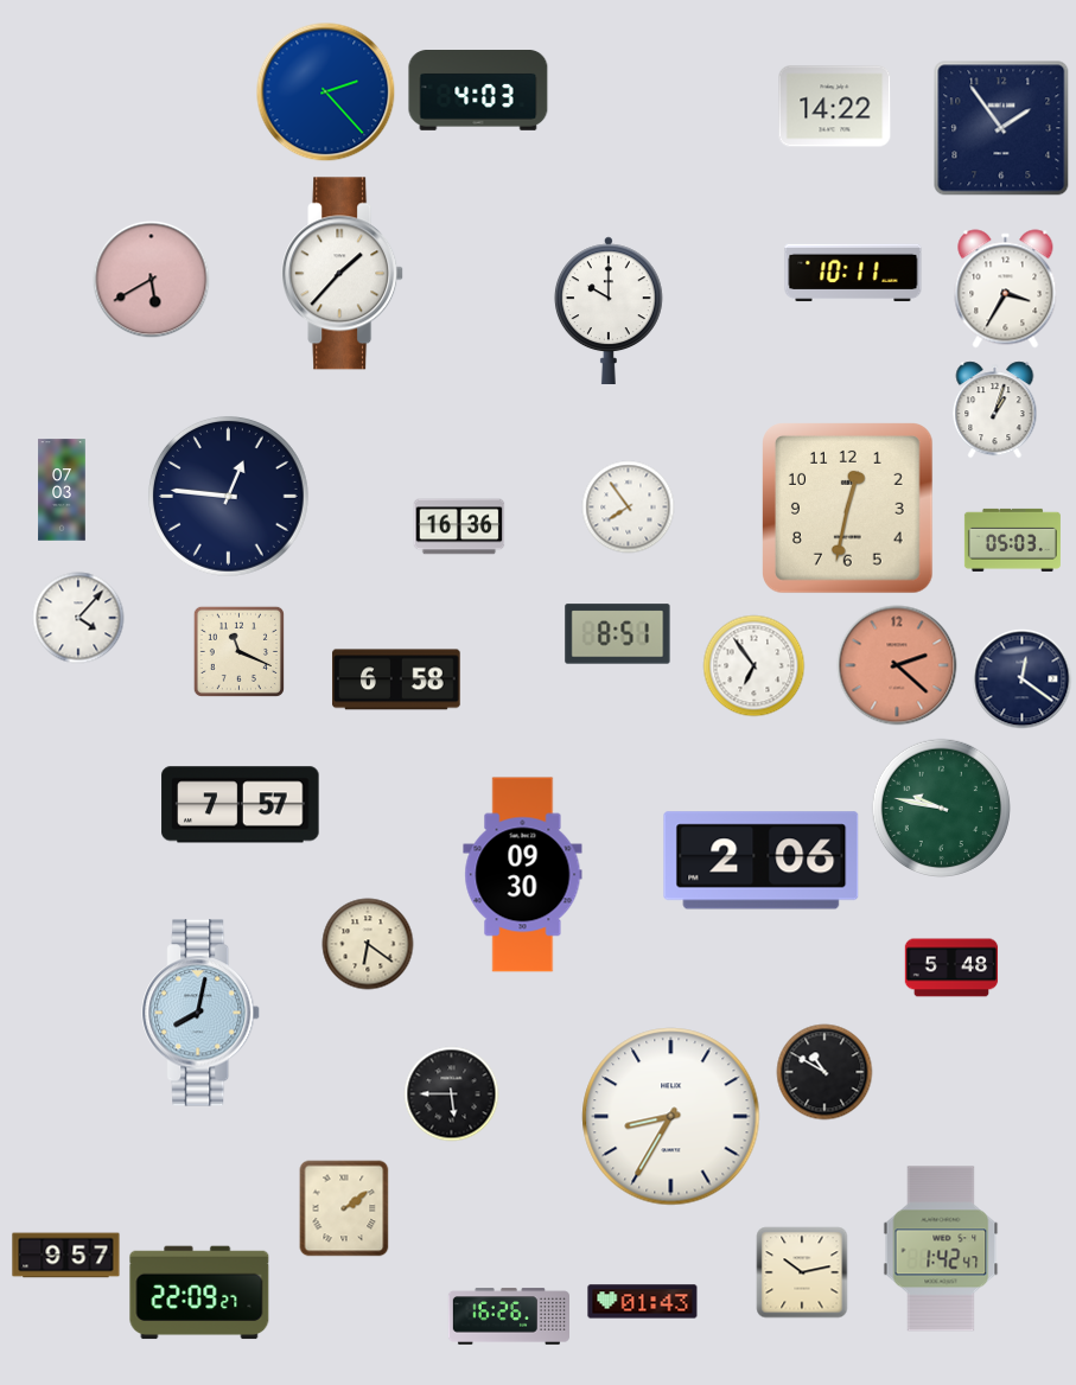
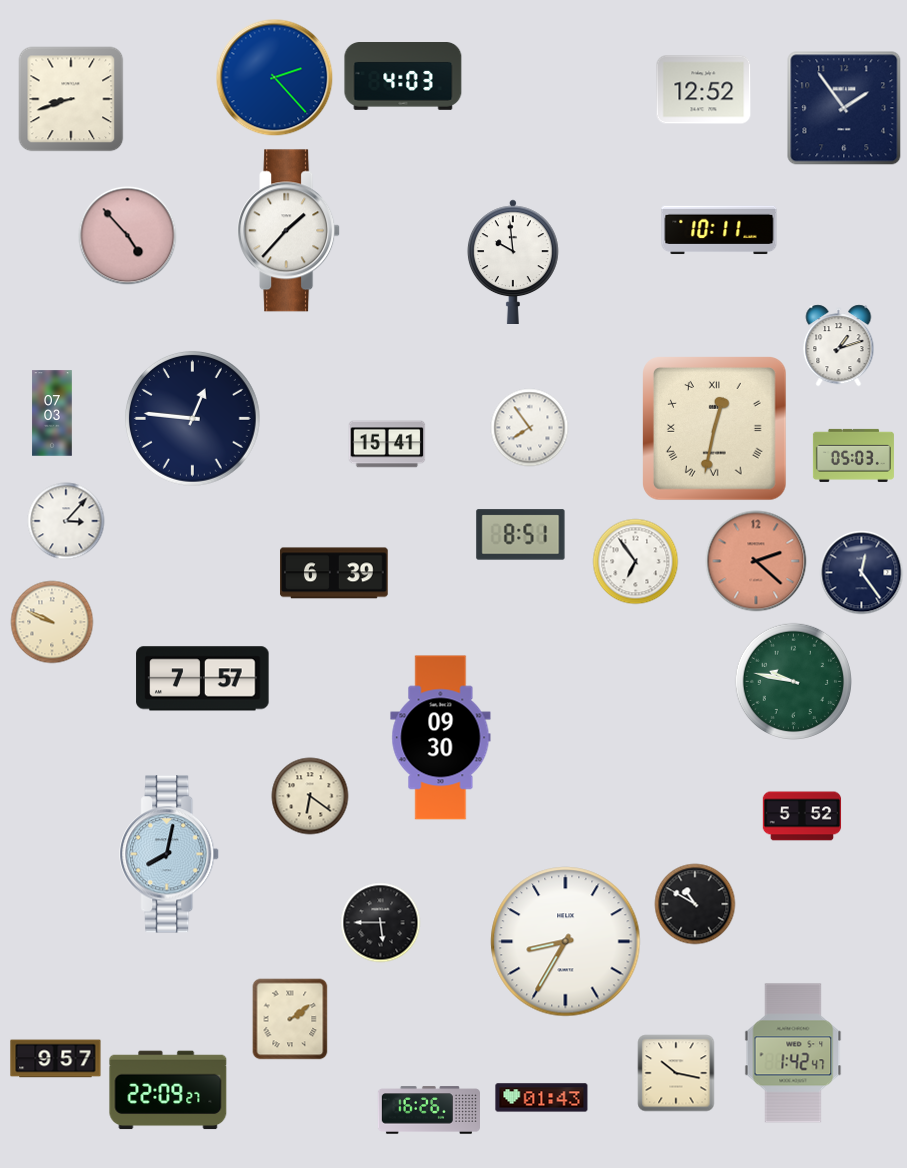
clock at (835, 107): 14:22 -> 12:52
clock at (71, 99): none -> 8:42
clock at (152, 280): 5:40 -> 4:53
clock at (1006, 289): 3:35 -> none
clock at (609, 309): 10:00 -> 9:59
clock at (995, 410): 1:03 -> 1:12
clock at (848, 509) numerals: Arabic -> Roman
clock at (459, 526): 16:36 -> 15:41
clock at (78, 618): 4:07 -> 3:07
clock at (238, 651): 11:19 -> none
clock at (396, 679): 6:58 -> 6:39
clock at (1023, 679): 12:21 -> 12:24
clock at (52, 622): none -> 9:49
clock at (762, 861): 2:06 -> none
clock at (951, 968): 5:48 -> 5:52
clock at (802, 1272): 10:13 -> 10:17
